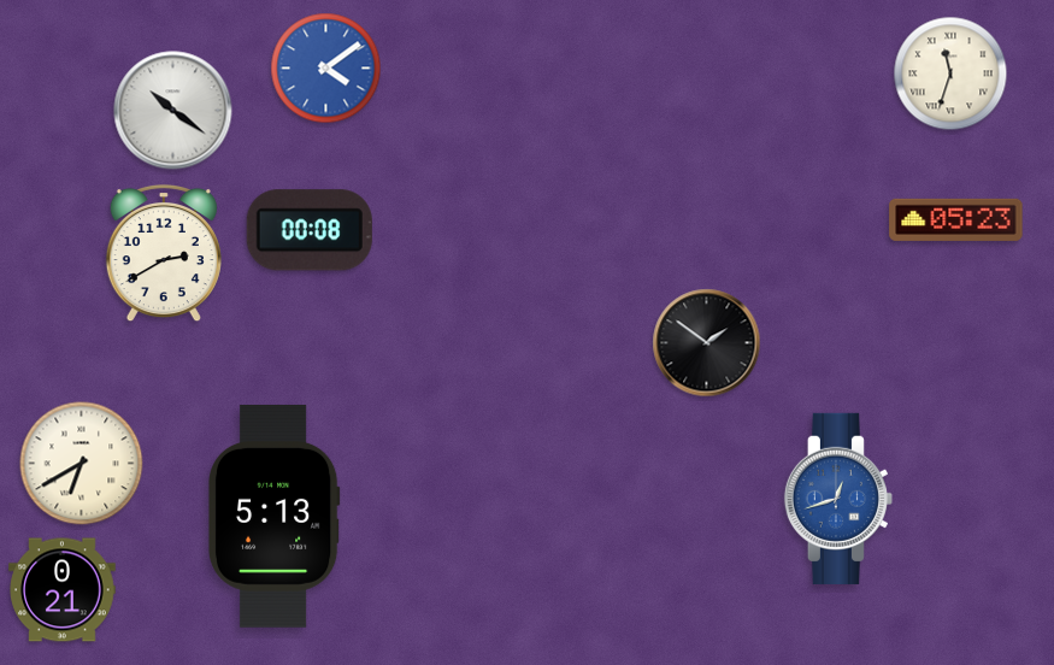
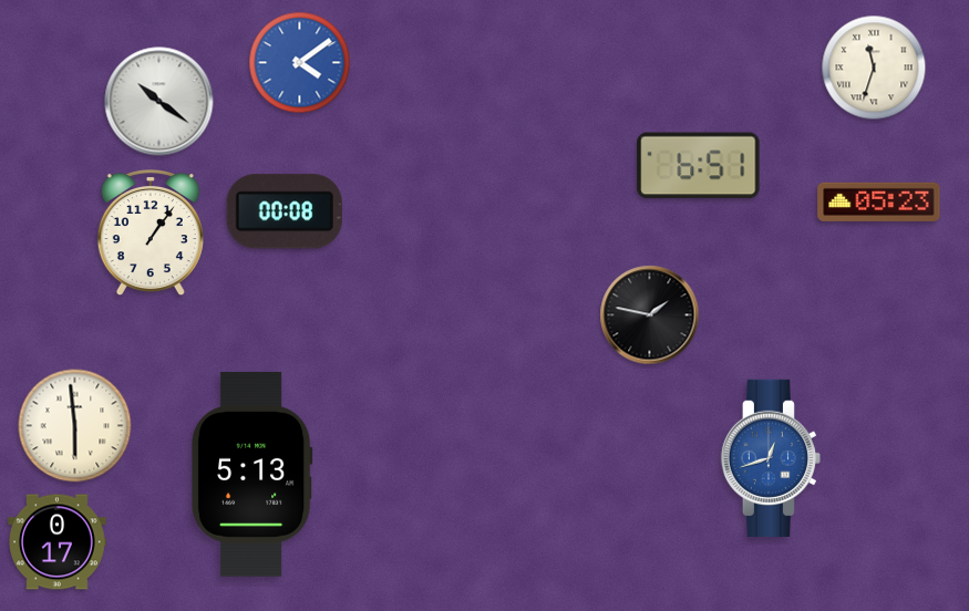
clock at (699, 166): none -> 6:51
clock at (164, 253): 2:40 -> 1:06
clock at (707, 343): 1:51 -> 1:47
clock at (82, 464): 6:40 -> 5:59
clock at (63, 590): 0:21 -> 0:17
